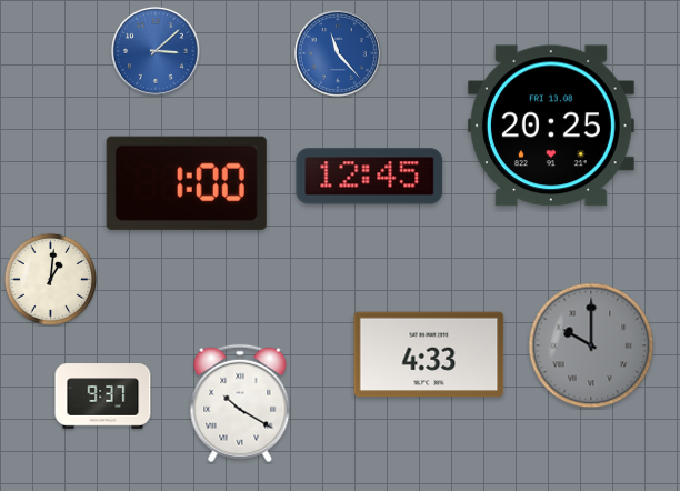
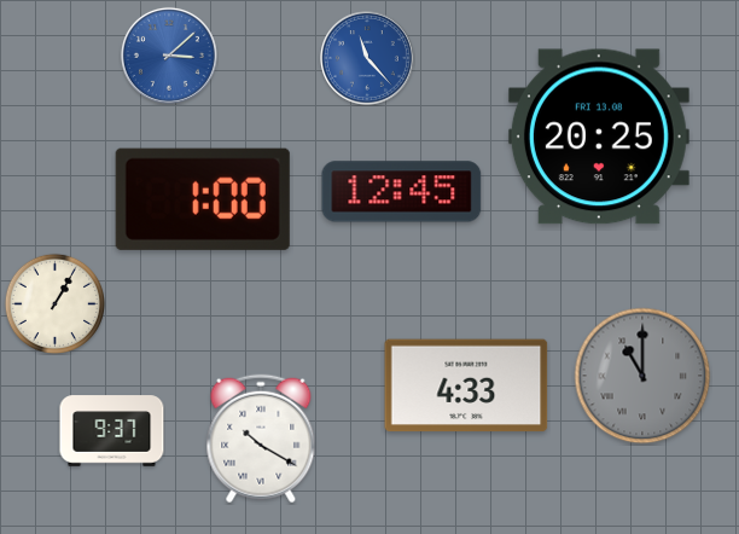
clock at (50, 279): 1:01 -> 1:05
clock at (591, 345): 10:00 -> 11:00
